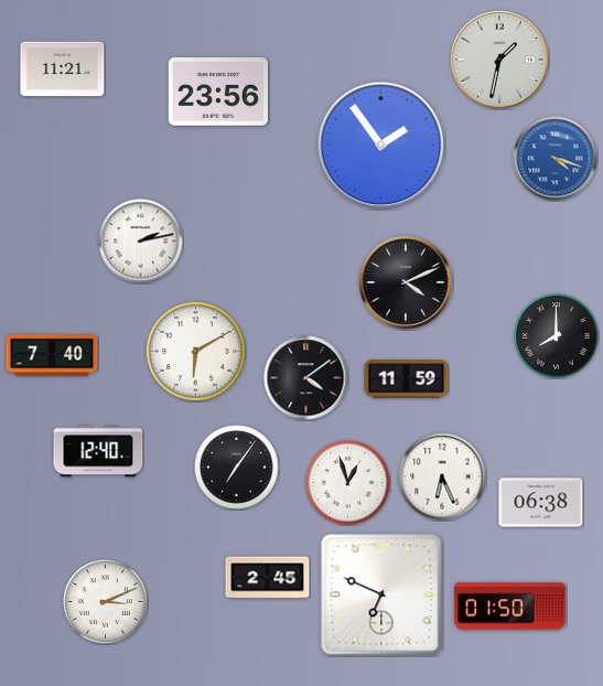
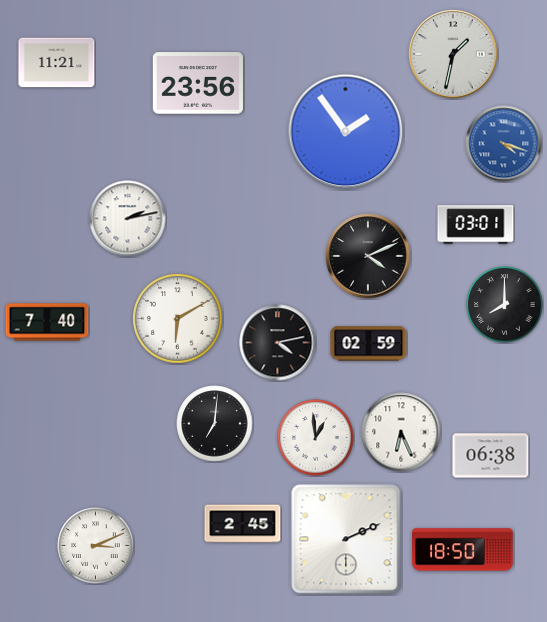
clock at (476, 225): none -> 03:01
clock at (306, 378): 4:09 -> 4:13
clock at (407, 379): 11:59 -> 02:59
clock at (98, 451): 12:40 -> none
clock at (237, 468): 7:06 -> 7:01
clock at (348, 483): 12:57 -> 12:59
clock at (381, 594): 6:49 -> 2:11
clock at (510, 607): 01:50 -> 18:50
